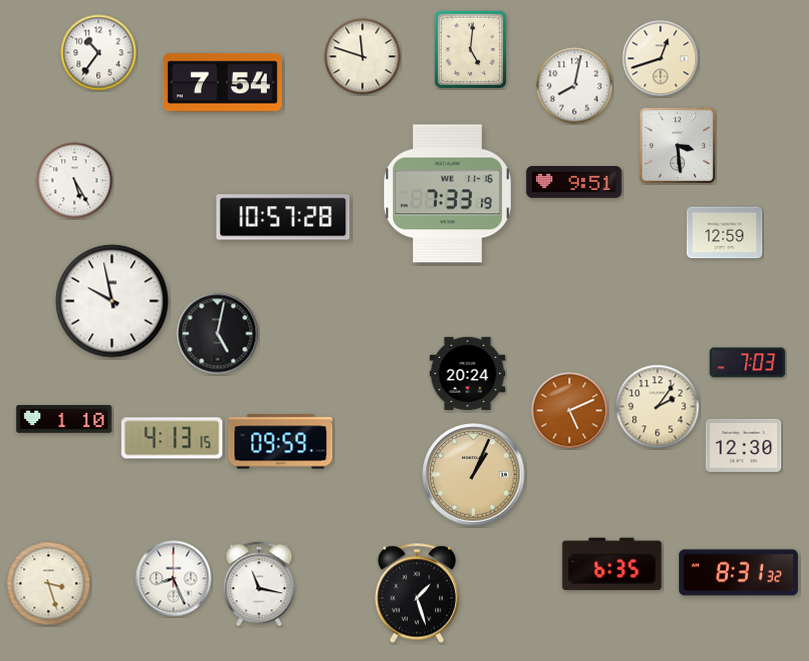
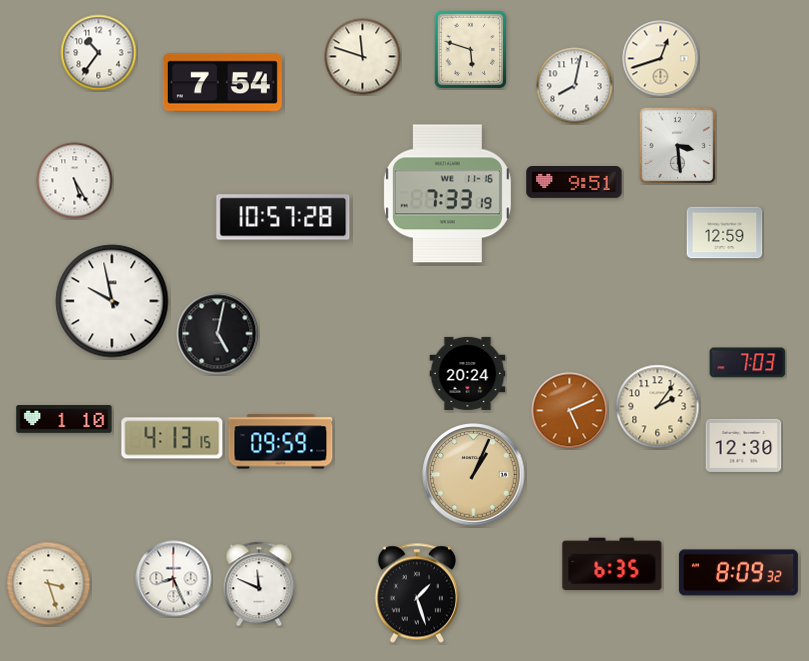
clock at (471, 49): 5:01 -> 5:48
clock at (738, 573): 8:31 -> 8:09
clock at (259, 584): 11:17 -> 11:49
